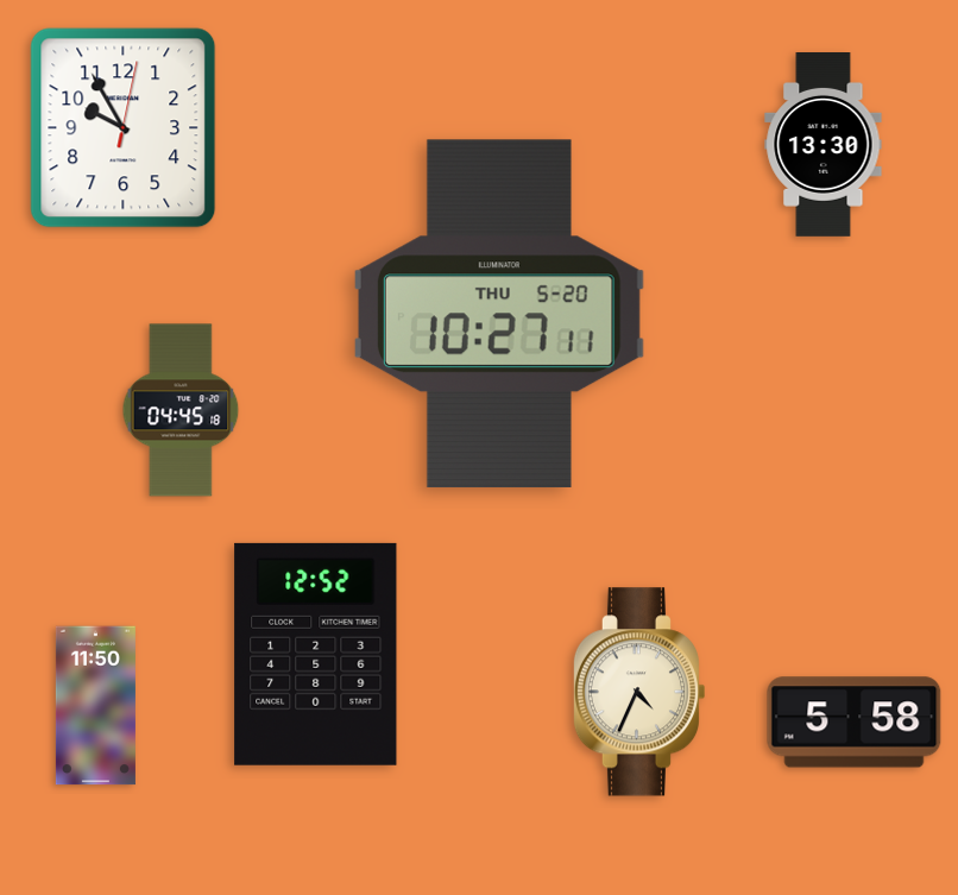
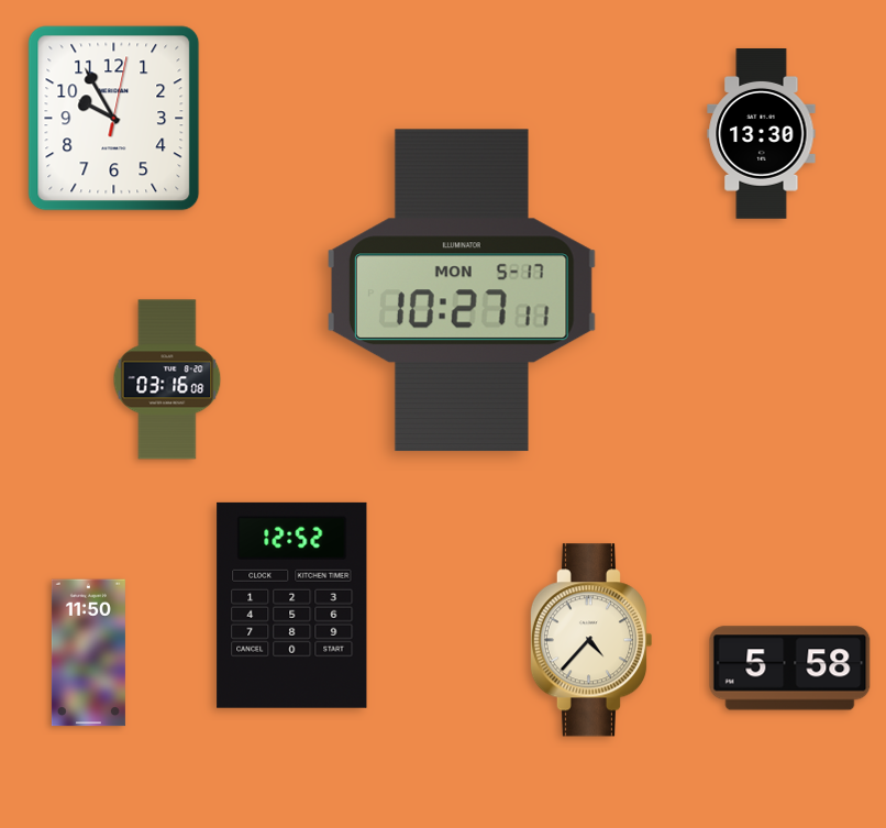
clock at (499, 314) date: THU 5-20 -> MON 5-17
clock at (181, 410): 04:45 -> 03:16
clock at (638, 692): 4:34 -> 4:37
